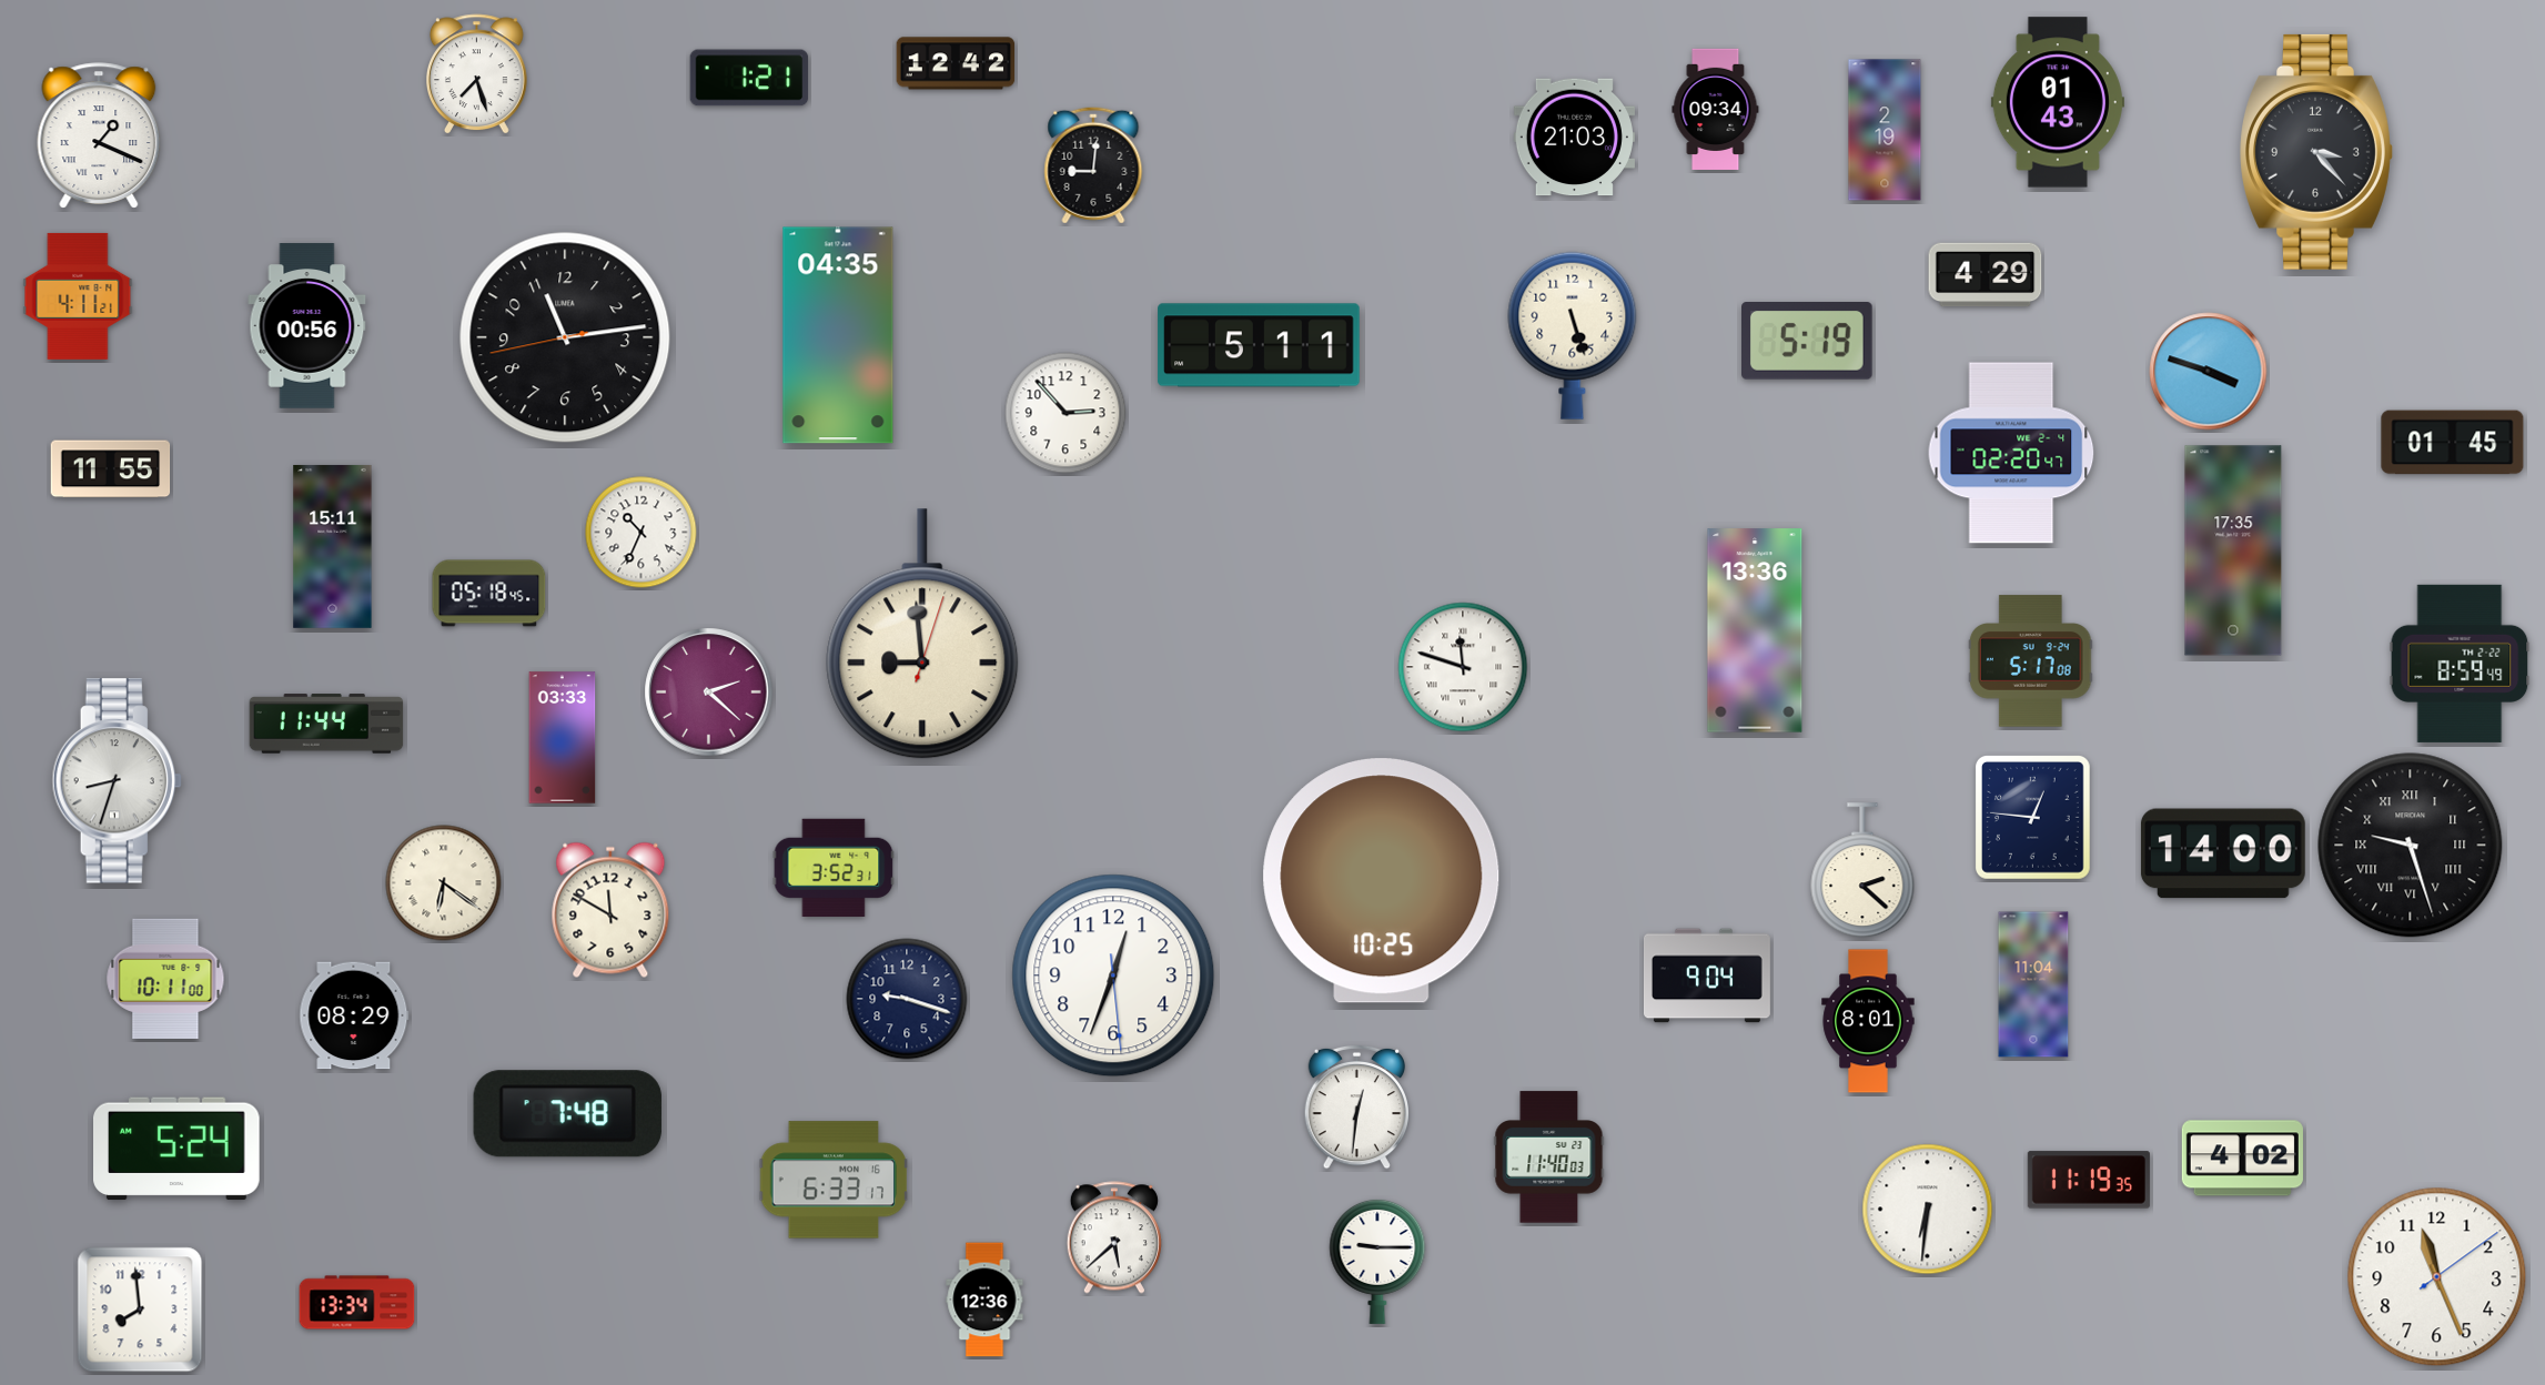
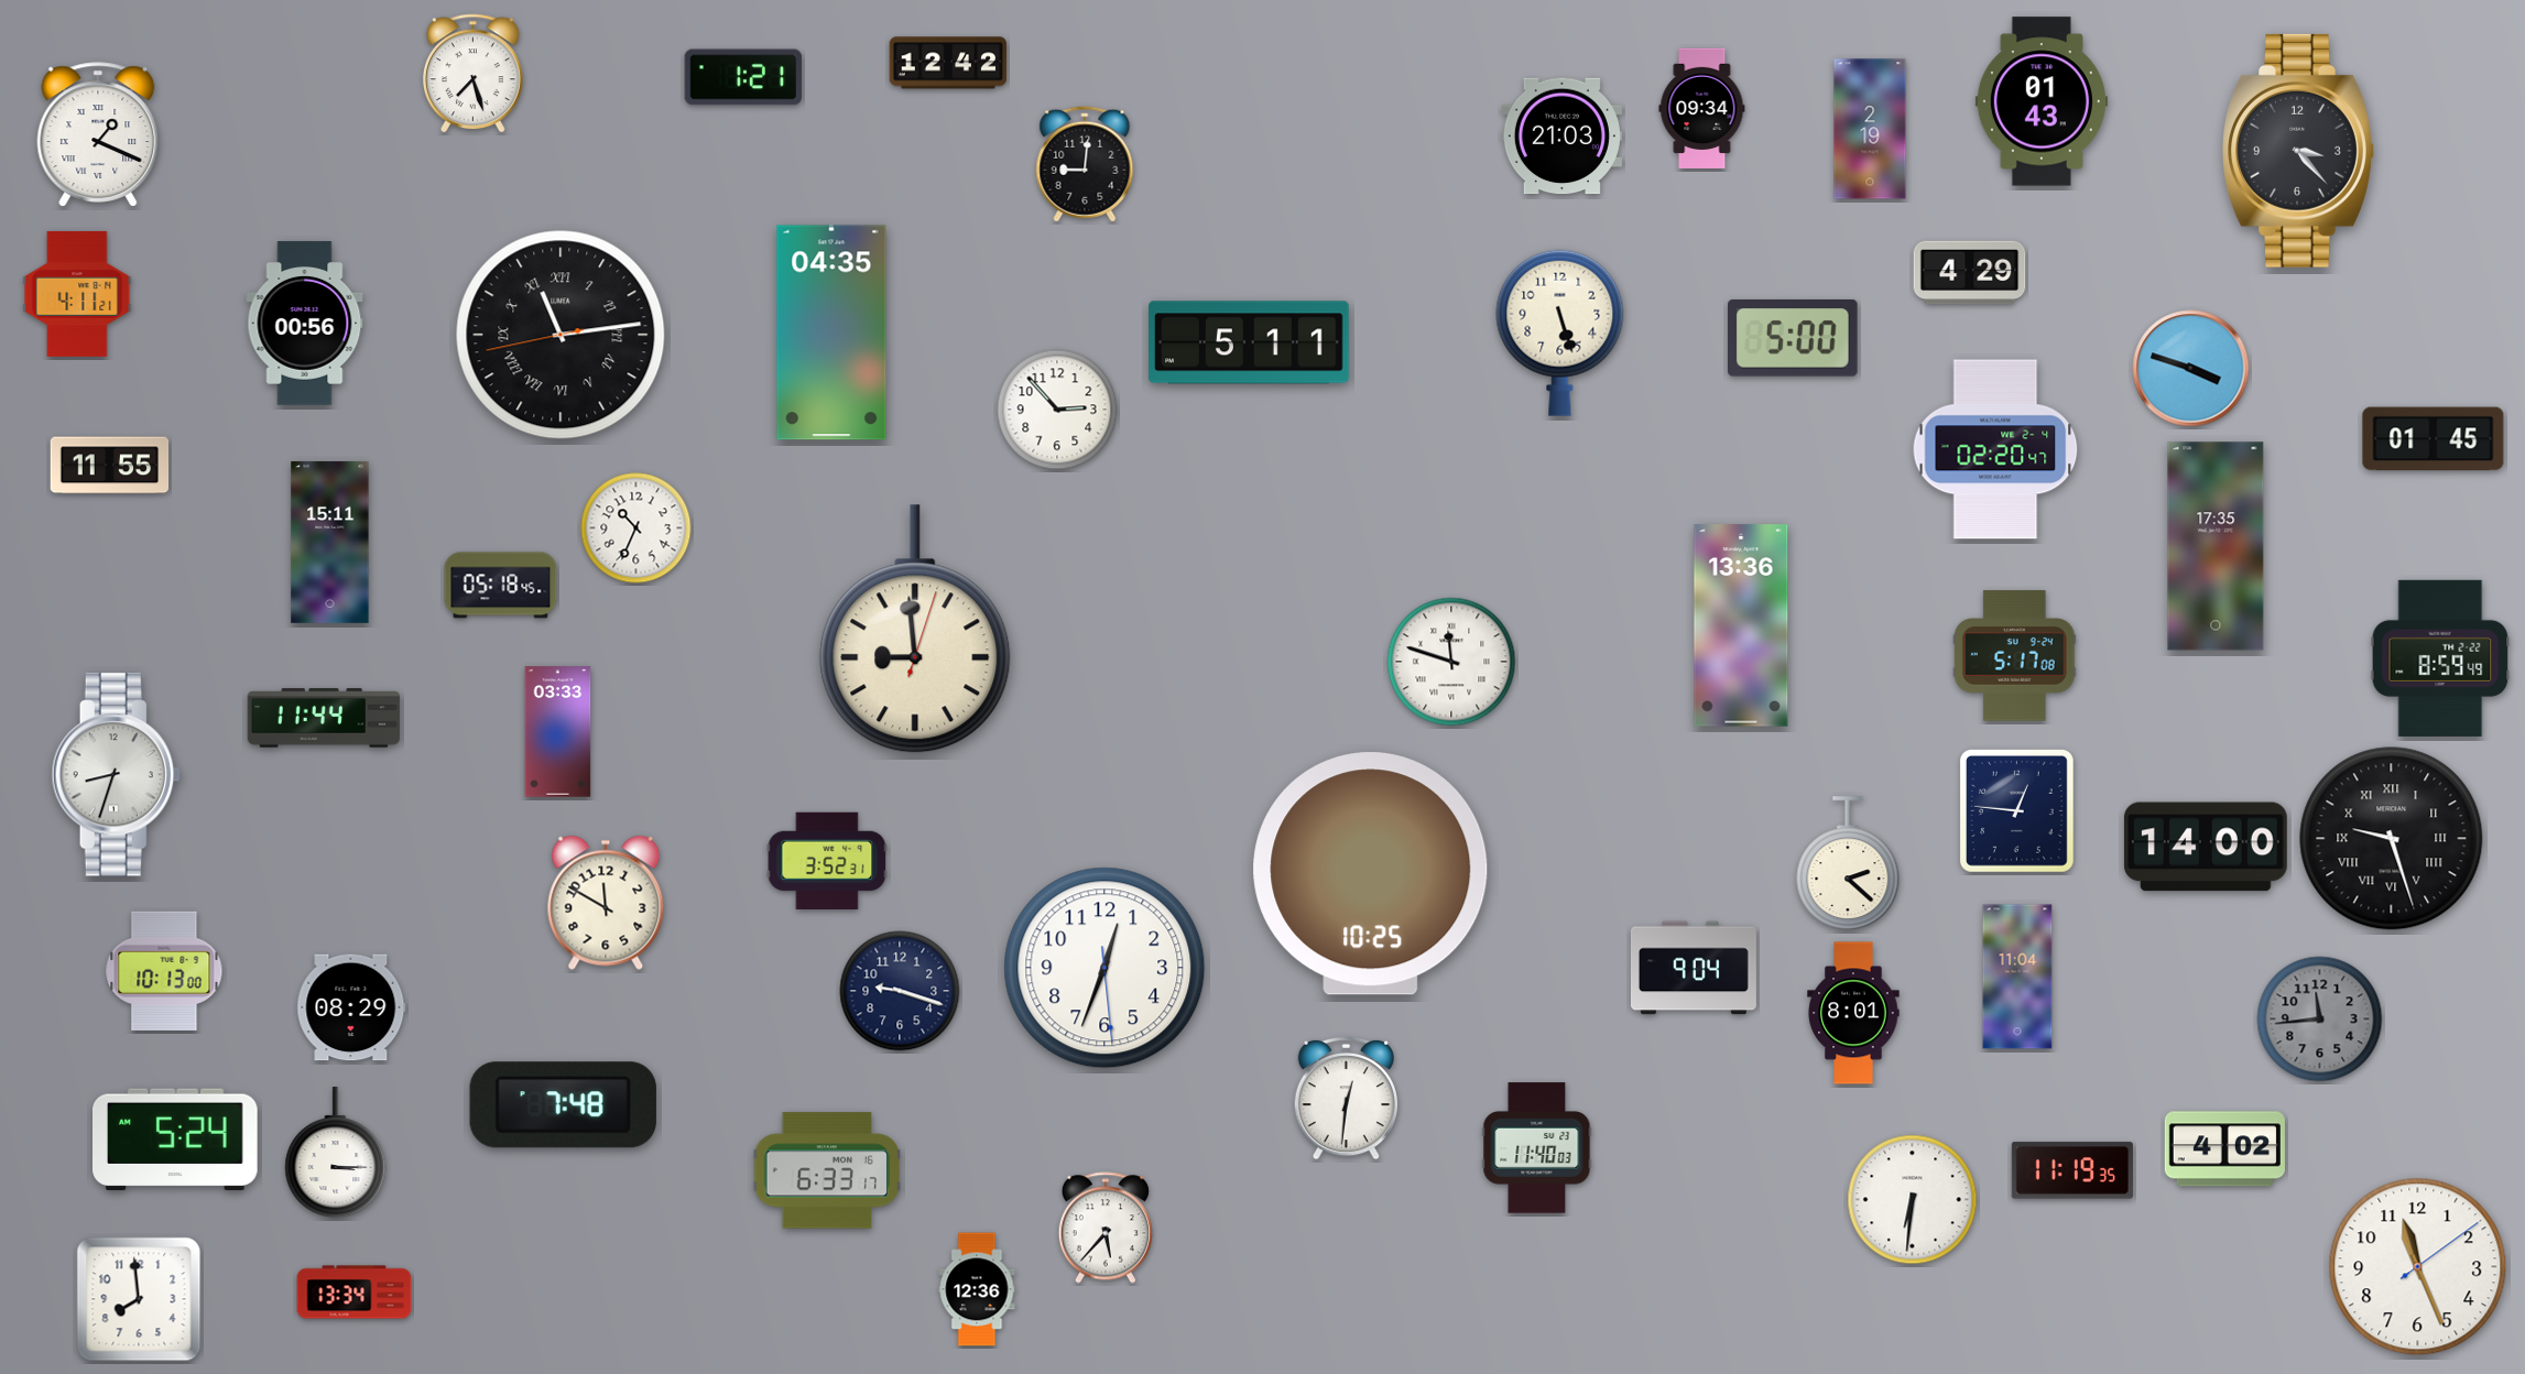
clock at (565, 337) numerals: Arabic -> Roman
clock at (1808, 342): 5:19 -> 5:00
clock at (489, 594) position: (489, 594) -> (501, 586)
clock at (709, 692): 2:22 -> none
clock at (444, 883): 6:21 -> none
clock at (165, 979): 10:11 -> 10:13
clock at (2320, 1019): none -> 11:44
clock at (336, 1153): none -> 3:15
clock at (1114, 1237): 5:38 -> 5:37
clock at (1377, 1261): 9:15 -> none
